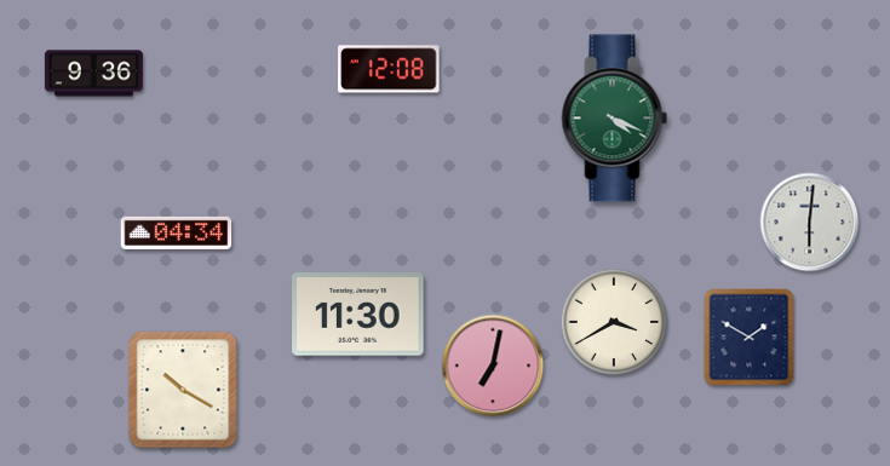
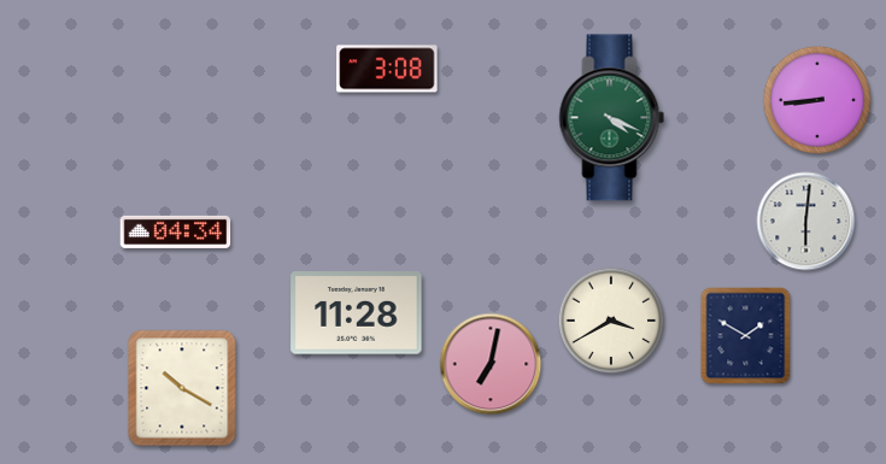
clock at (389, 69): 12:08 -> 3:08
clock at (93, 74): 9:36 -> none
clock at (817, 100): none -> 8:44
clock at (358, 315): 11:30 -> 11:28
